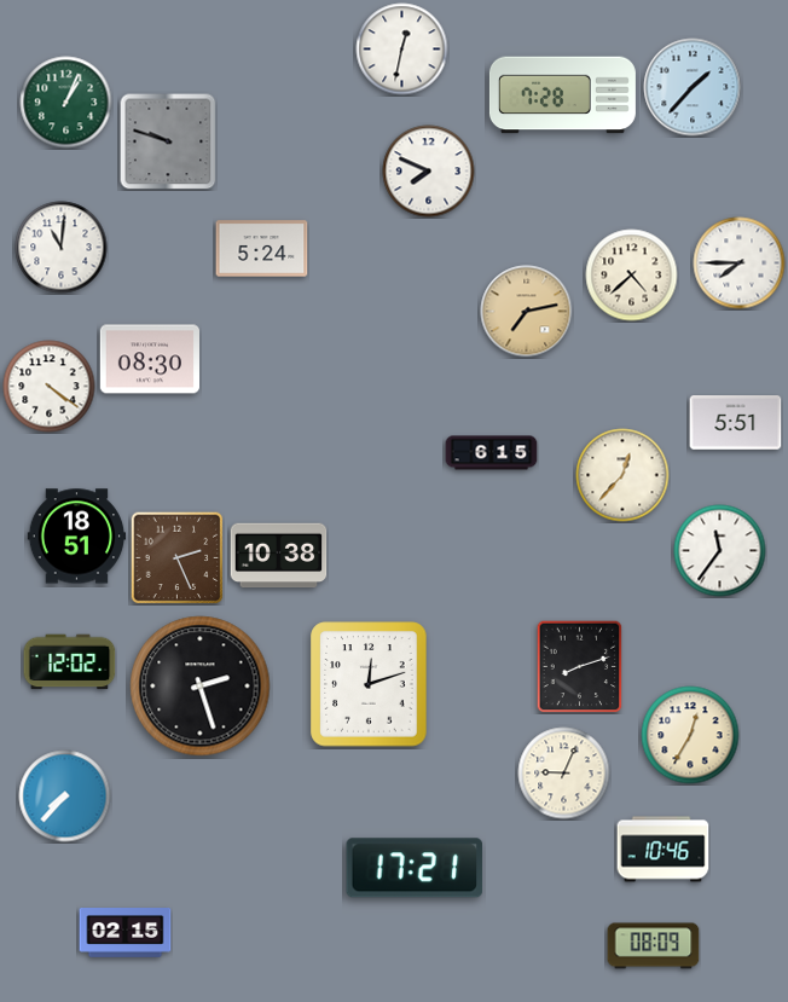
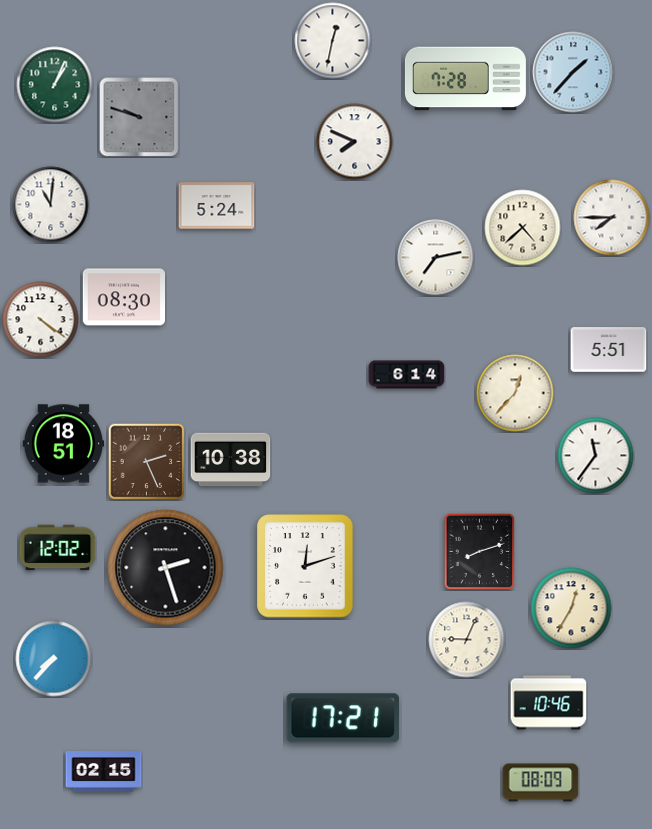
clock at (527, 312) dial: champagne -> white
clock at (492, 453): 6:15 -> 6:14
